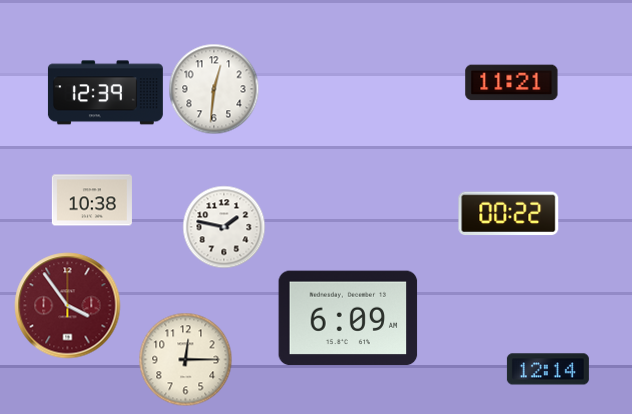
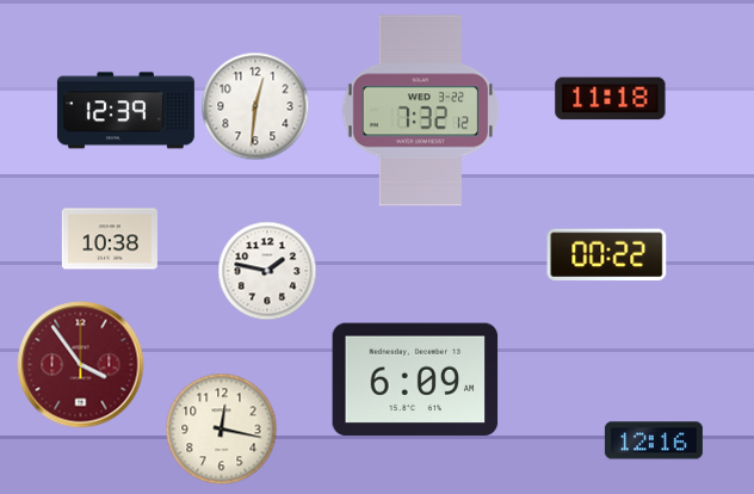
clock at (512, 83): 11:21 -> 11:18
clock at (421, 111): none -> 7:32
clock at (186, 360): 12:15 -> 12:17
clock at (548, 369): 12:14 -> 12:16
